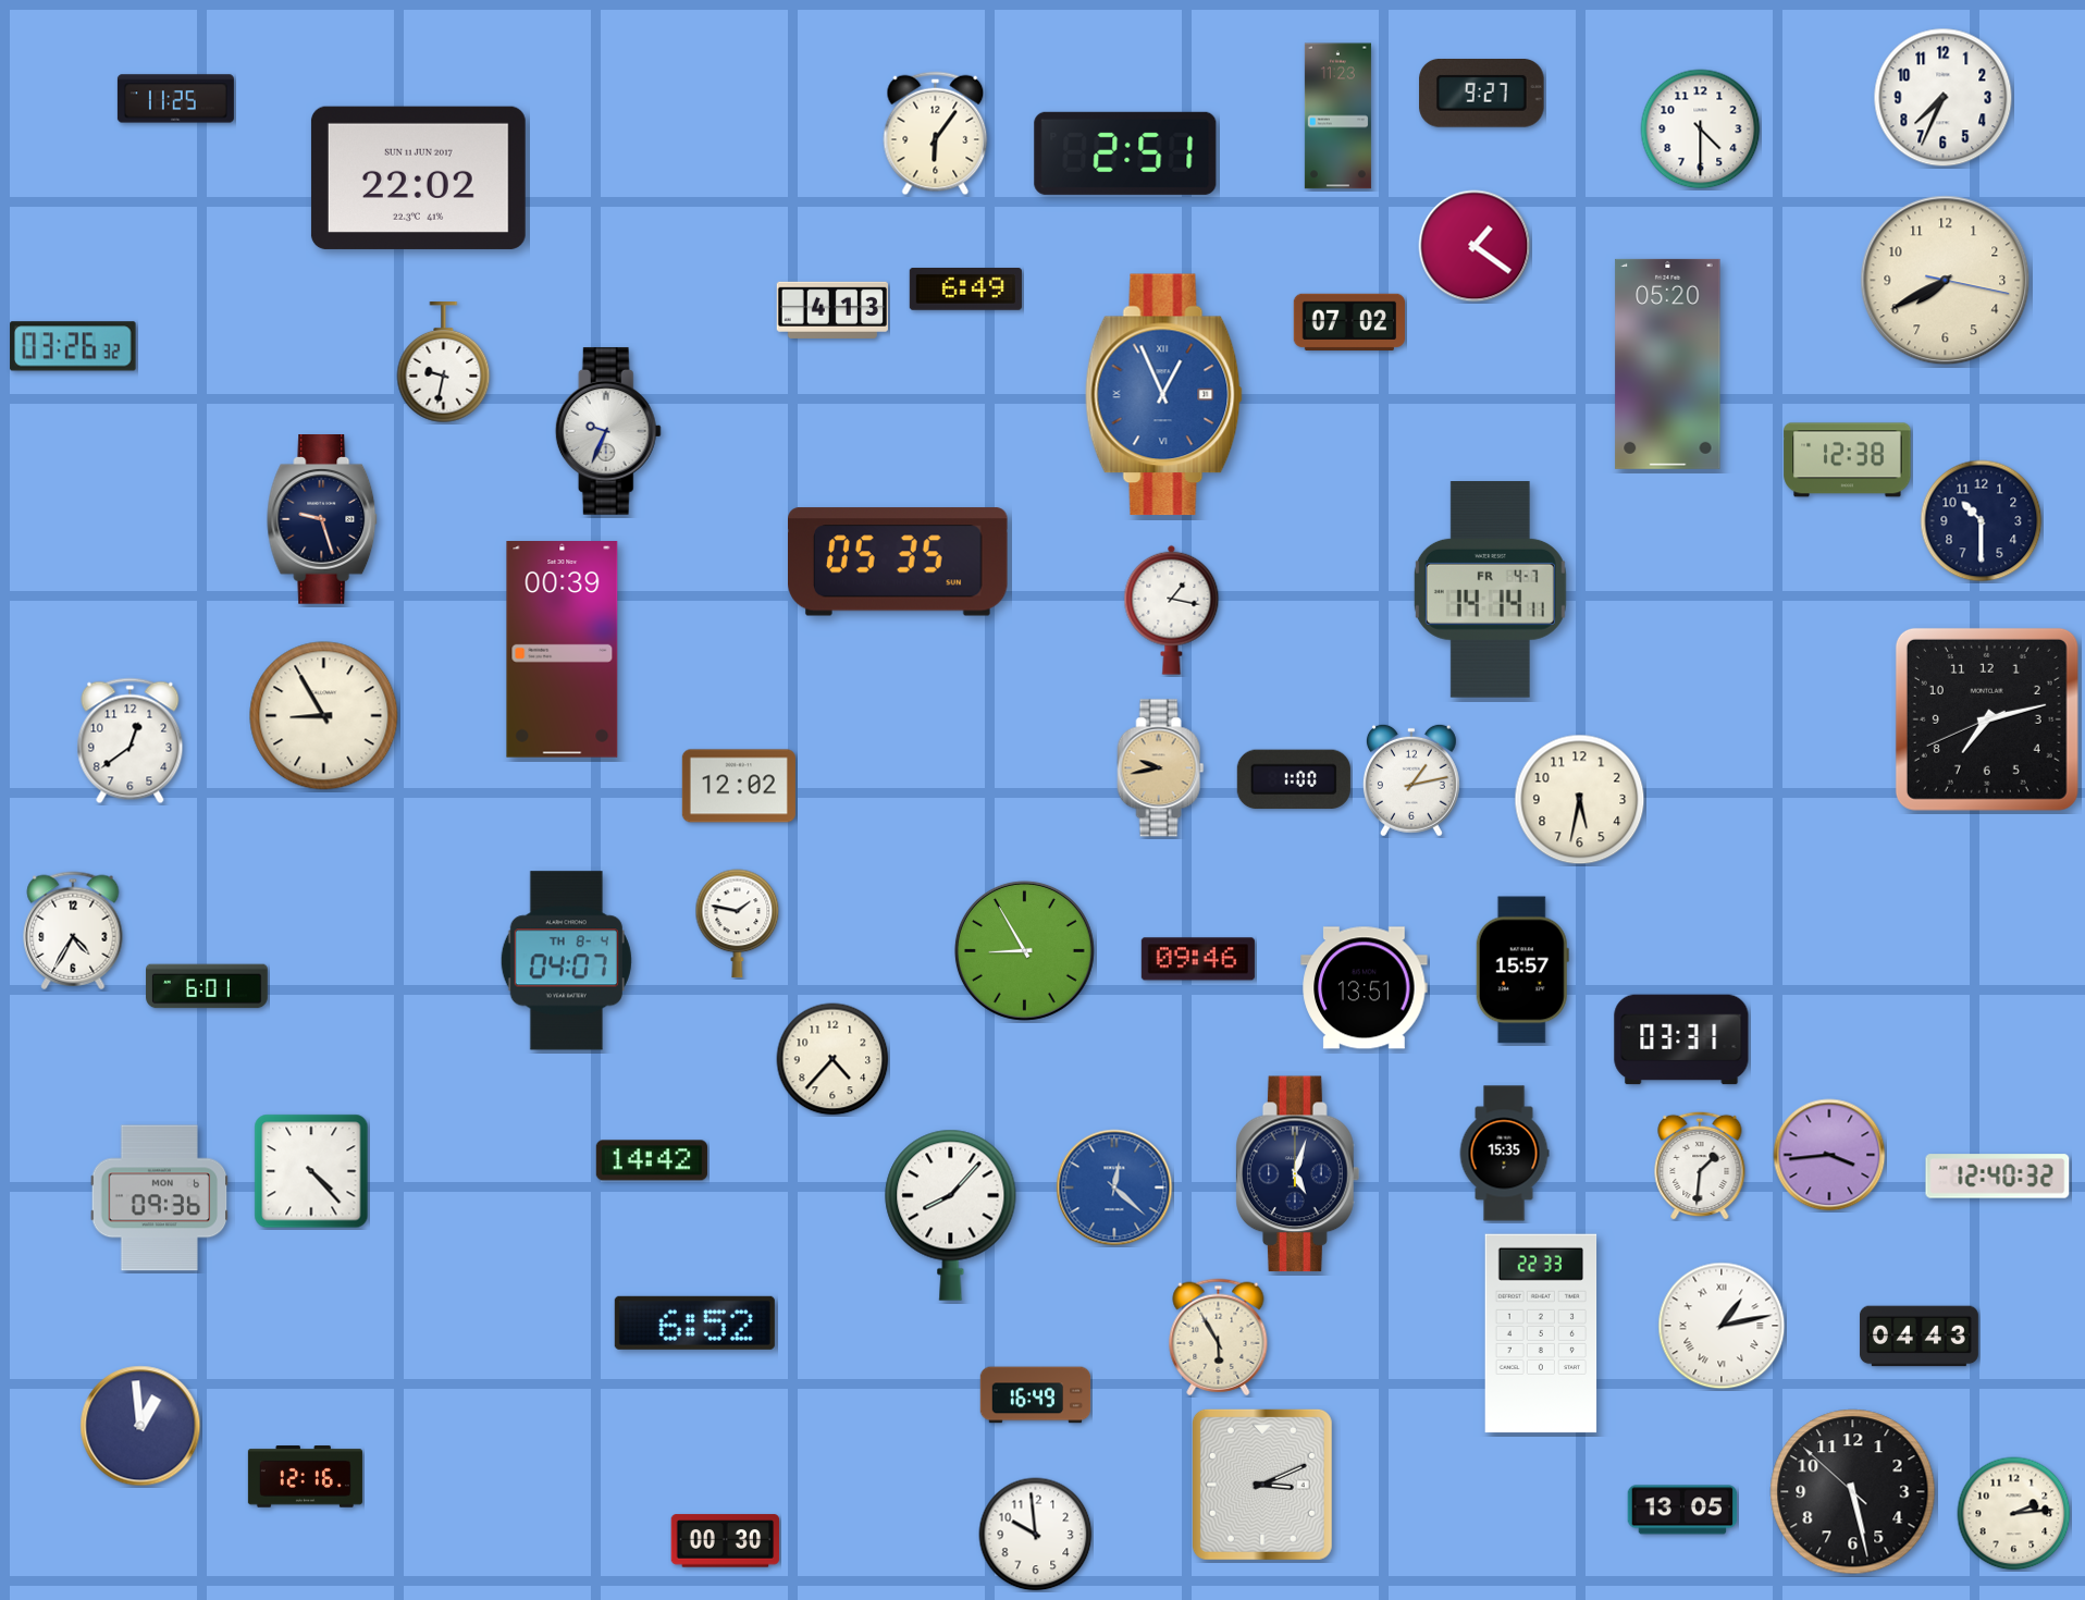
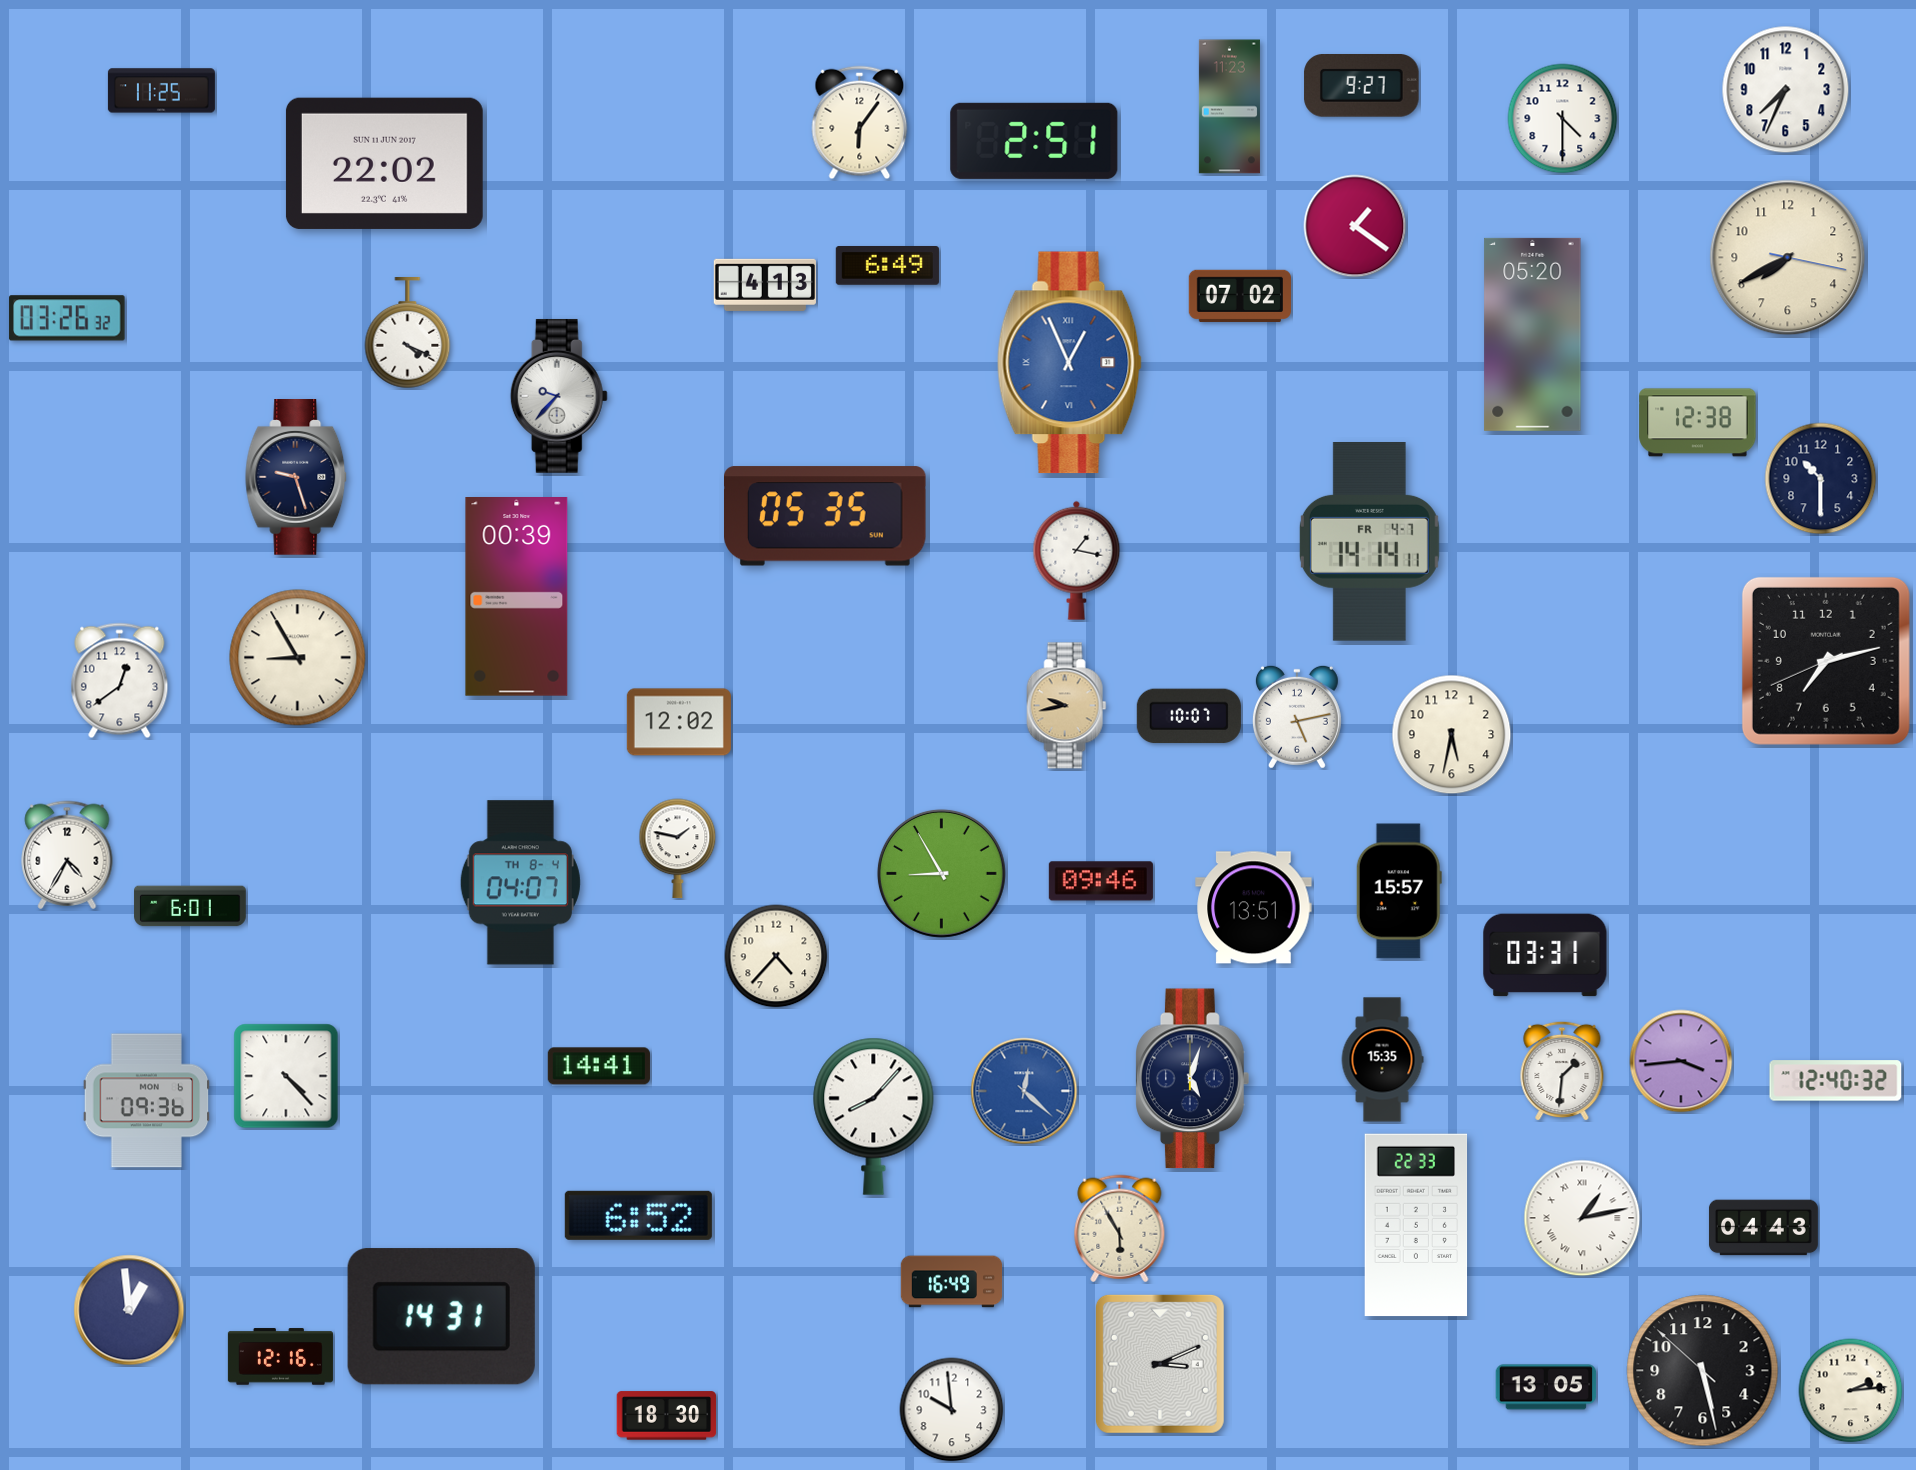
clock at (444, 364): 9:32 -> 4:19
clock at (608, 431): 9:34 -> 9:37
clock at (1294, 779): 1:00 -> 10:07
clock at (1411, 780): 1:13 -> 5:13
clock at (832, 1059) position: (832, 1059) -> (776, 956)
clock at (652, 1160): 14:42 -> 14:41
clock at (441, 1317): none -> 14:31
clock at (726, 1541): 00:30 -> 18:30
